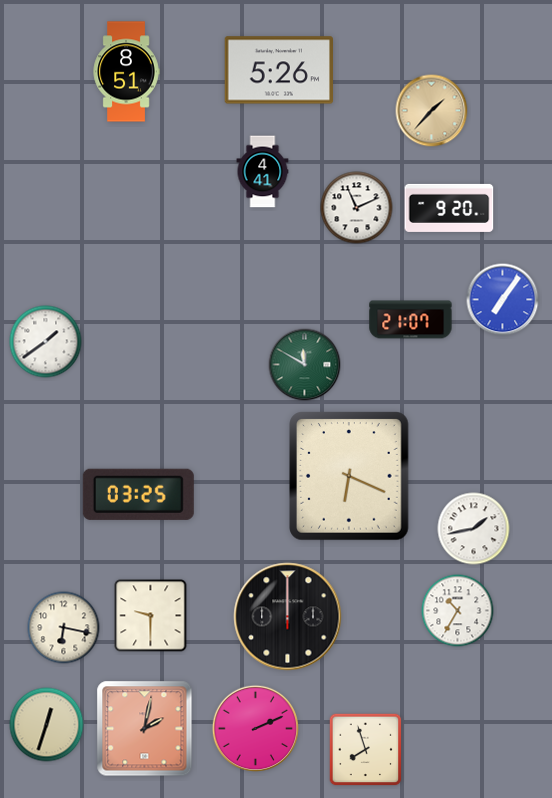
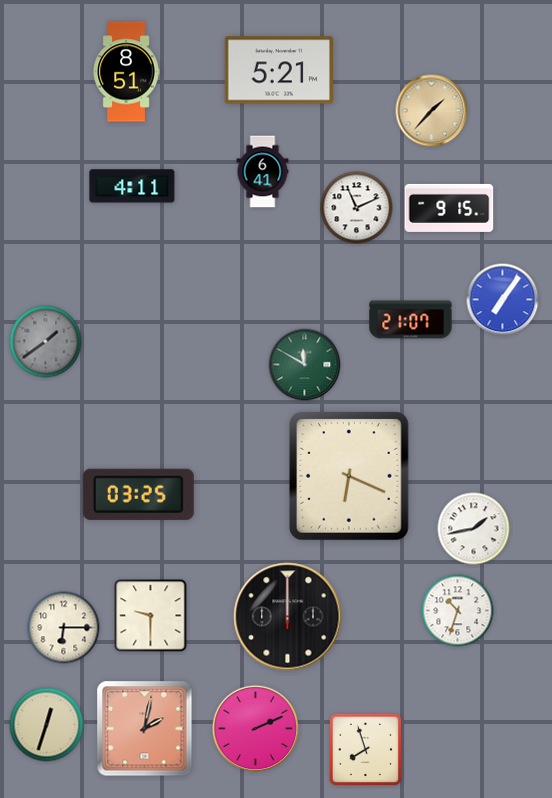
clock at (278, 70): 5:26 -> 5:21
clock at (263, 172): 4:41 -> 6:41
clock at (132, 186): none -> 4:11
clock at (449, 208): 9:20 -> 9:15
clock at (46, 342) dial: white -> grey
clock at (458, 611): 10:35 -> 10:33
clock at (64, 628): 6:17 -> 6:15
